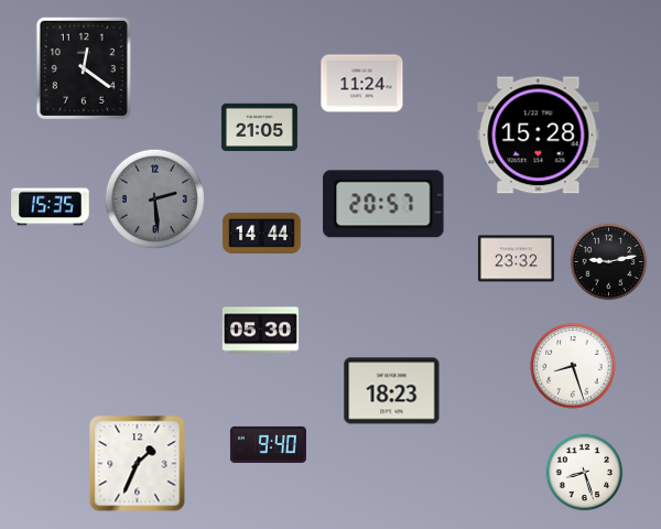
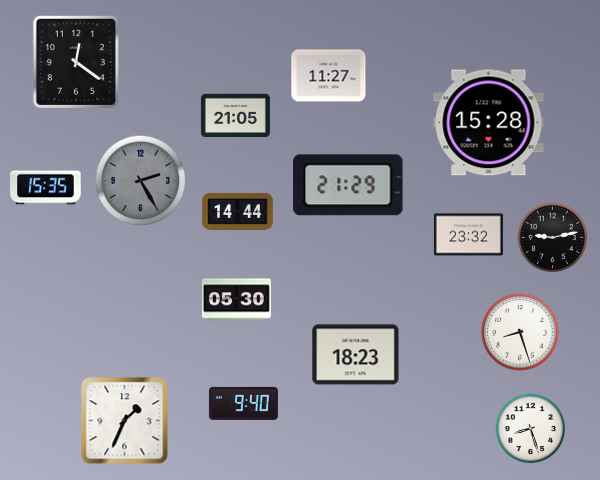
clock at (362, 84): 11:24 -> 11:27
clock at (155, 199): 2:29 -> 2:25
clock at (383, 204): 20:57 -> 21:29
